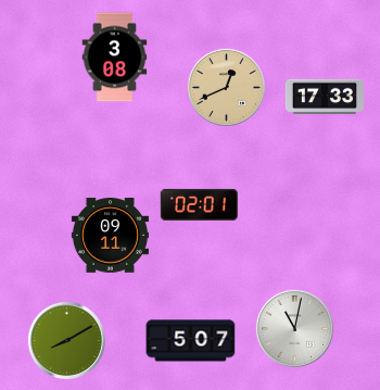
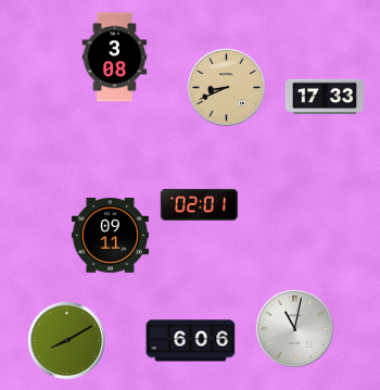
clock at (226, 87): 12:41 -> 8:41
clock at (191, 341): 5:07 -> 6:06
